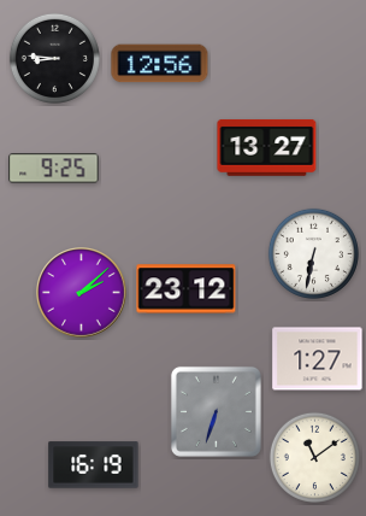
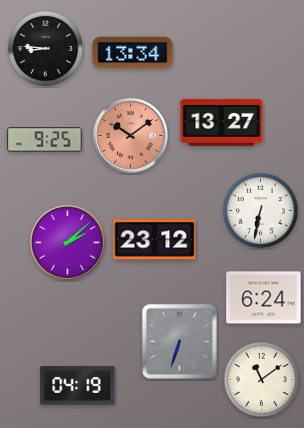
clock at (160, 64): 12:56 -> 13:34
clock at (131, 136): none -> 10:09
clock at (318, 359): 1:27 -> 6:24
clock at (94, 465): 16:19 -> 04:19
